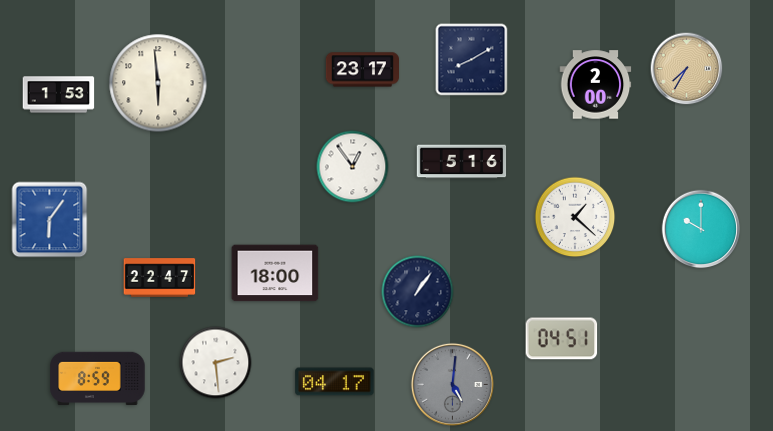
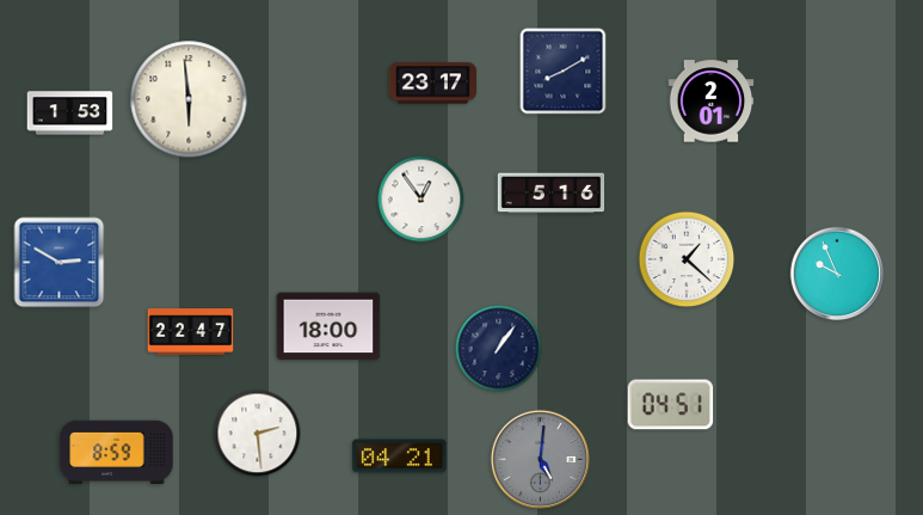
clock at (687, 69): 7:35 -> none
clock at (596, 85): 2:00 -> 2:01
clock at (50, 220): 6:06 -> 2:50
clock at (701, 229): 10:00 -> 9:56
clock at (335, 382): 04:17 -> 04:21
